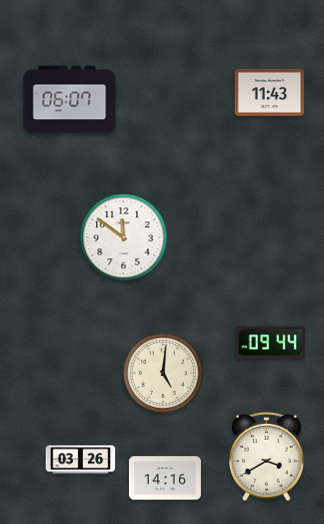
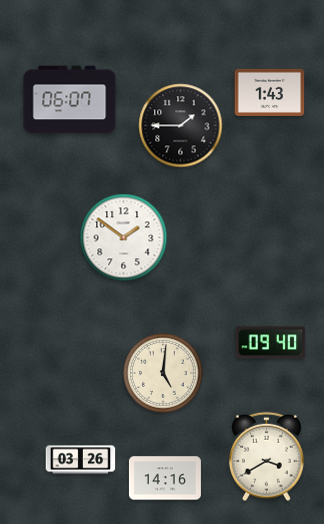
clock at (270, 92): 11:43 -> 1:43
clock at (181, 126): none -> 1:45
clock at (124, 238): 11:51 -> 1:51
clock at (271, 343): 09:44 -> 09:40
